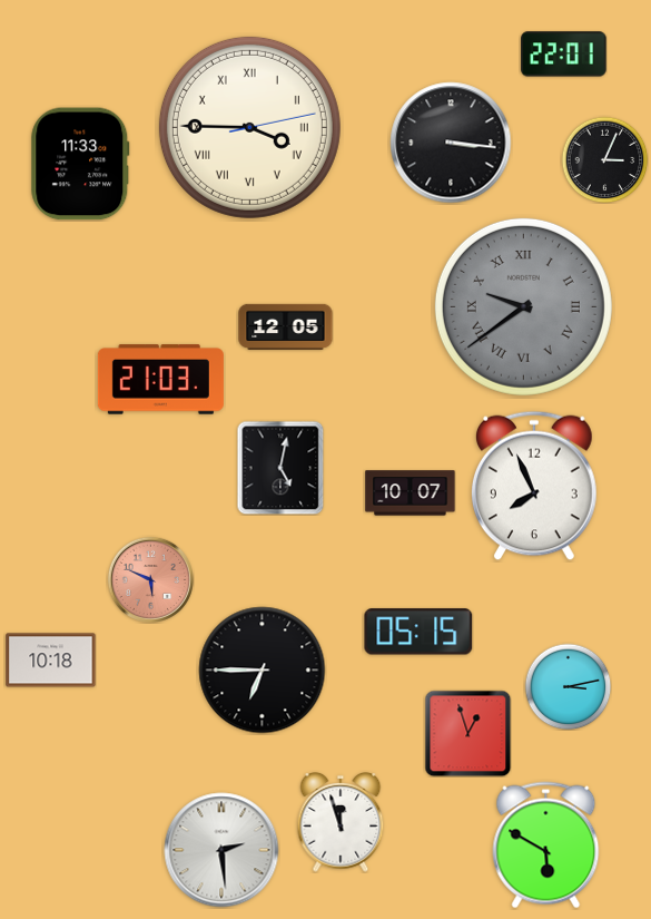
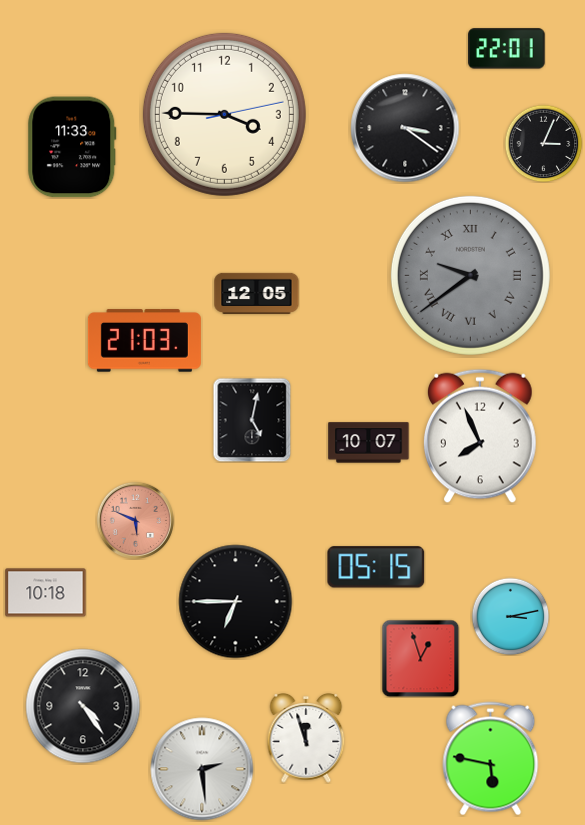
clock at (249, 127) numerals: Roman -> Arabic
clock at (451, 143): 3:16 -> 3:21
clock at (83, 706): none -> 4:24
clock at (546, 845): 5:50 -> 5:47
clock at (221, 850) position: (221, 850) -> (202, 769)
